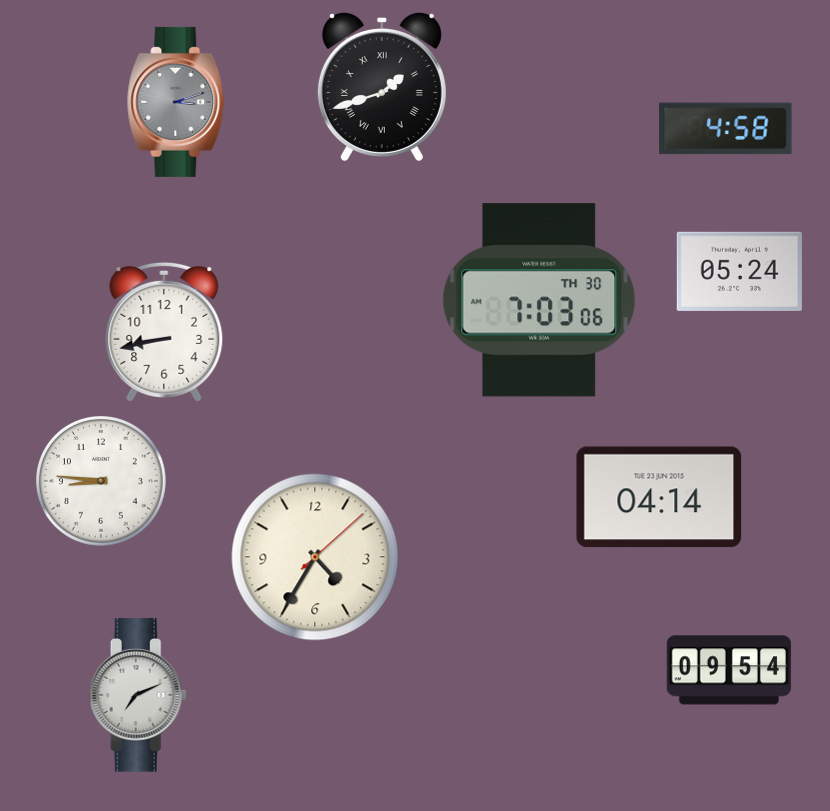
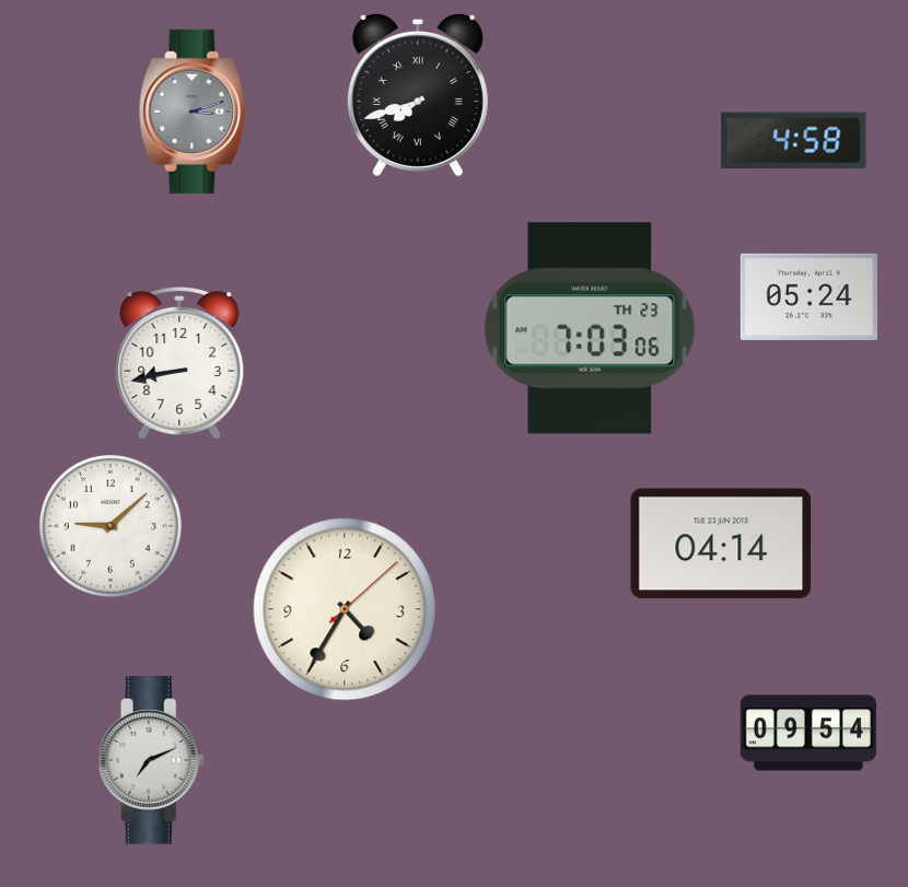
clock at (382, 86): 1:42 -> 7:42
clock at (539, 300) date: TH 30 -> TH 23
clock at (101, 481): 8:46 -> 9:08
clock at (729, 670) position: (729, 670) -> (808, 733)
